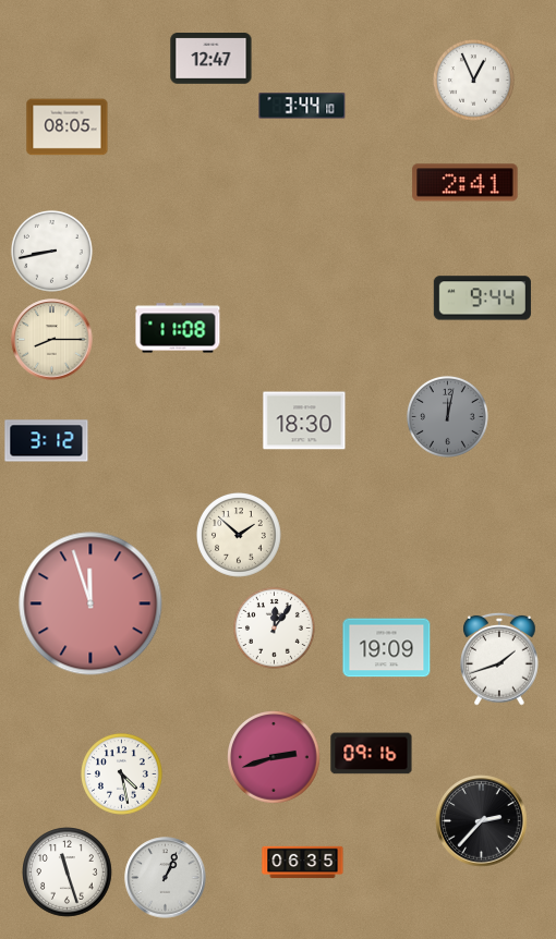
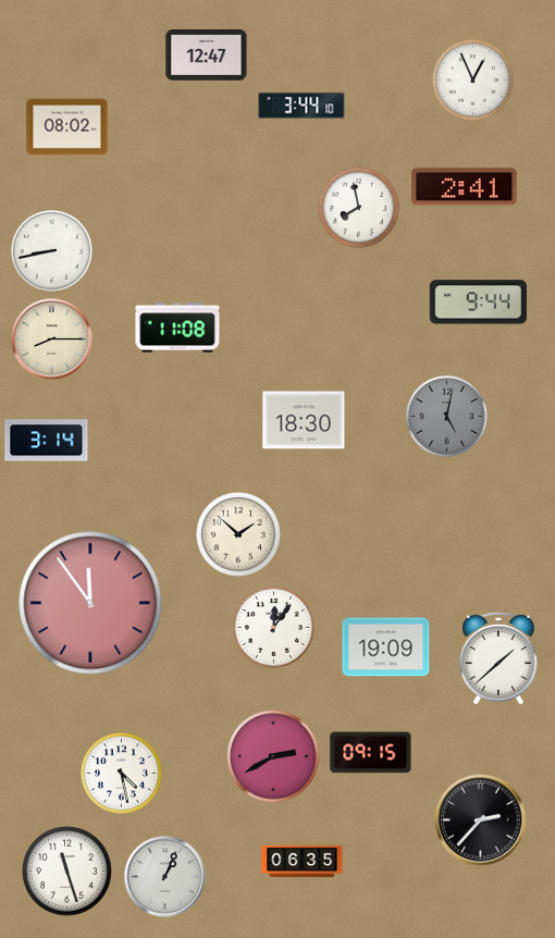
clock at (211, 59) position: (211, 59) -> (207, 55)
clock at (68, 127): 08:05 -> 08:02
clock at (466, 183) position: (466, 183) -> (465, 187)
clock at (358, 207): none -> 7:58
clock at (482, 298) position: (482, 298) -> (478, 303)
clock at (447, 416): 12:02 -> 5:02
clock at (47, 441): 3:12 -> 3:14
clock at (90, 603): 11:57 -> 11:54
clock at (499, 659): 1:42 -> 1:38
clock at (372, 754): 09:16 -> 09:15
clock at (274, 757): 2:42 -> 2:40
